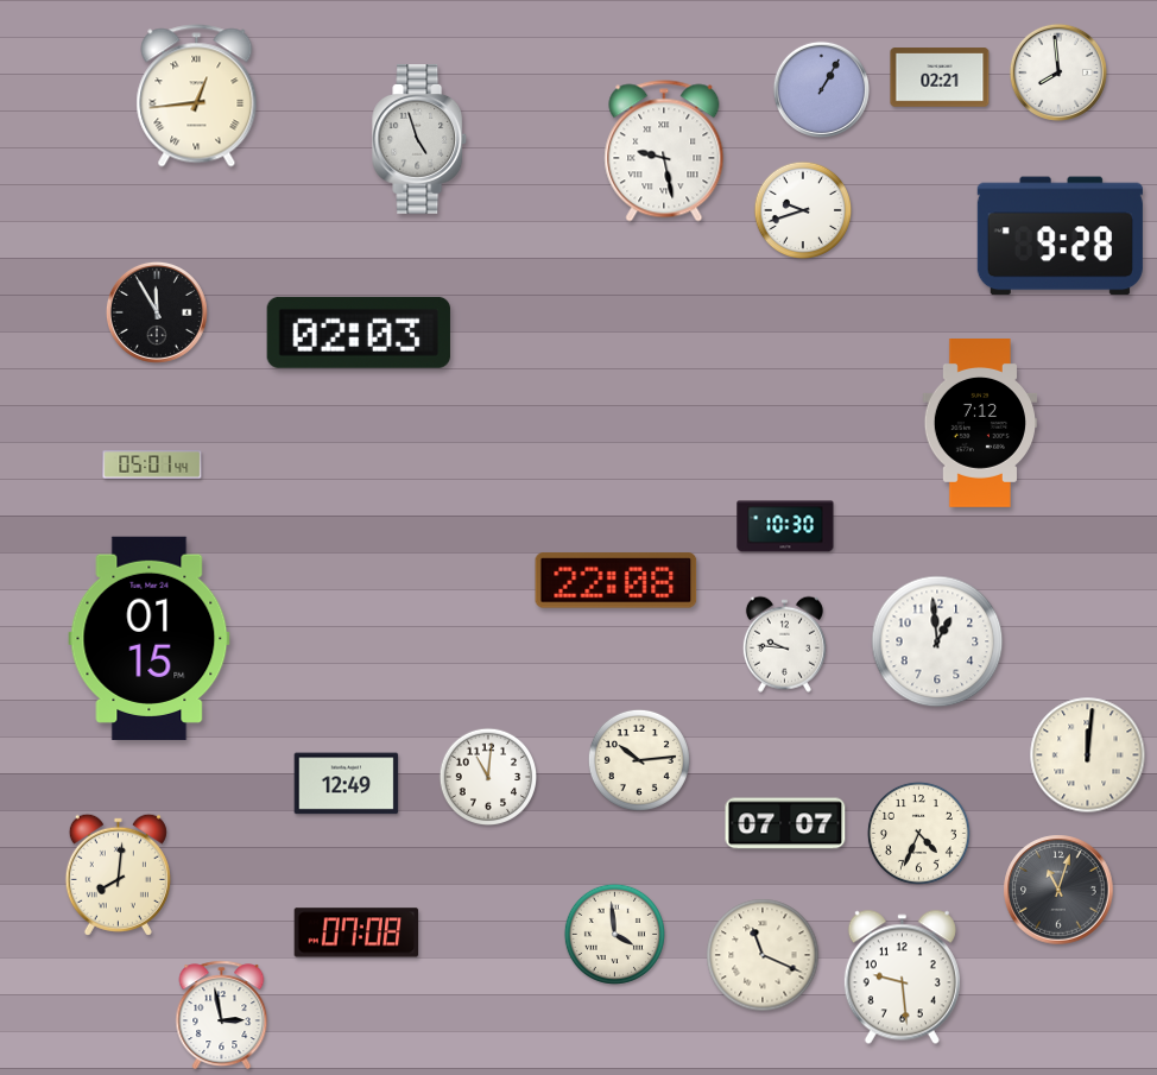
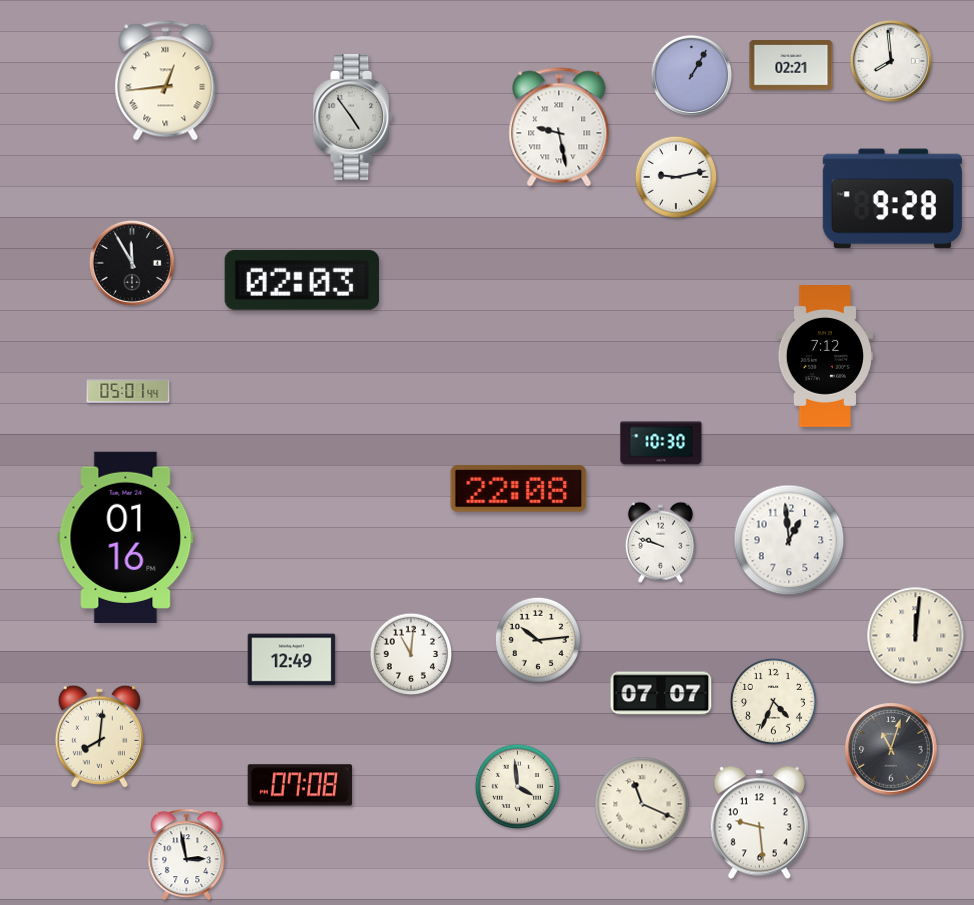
clock at (421, 140): 4:57 -> 4:54
clock at (803, 210): 9:42 -> 9:13
clock at (150, 638): 01:15 -> 01:16
clock at (784, 644): 9:46 -> 9:48
